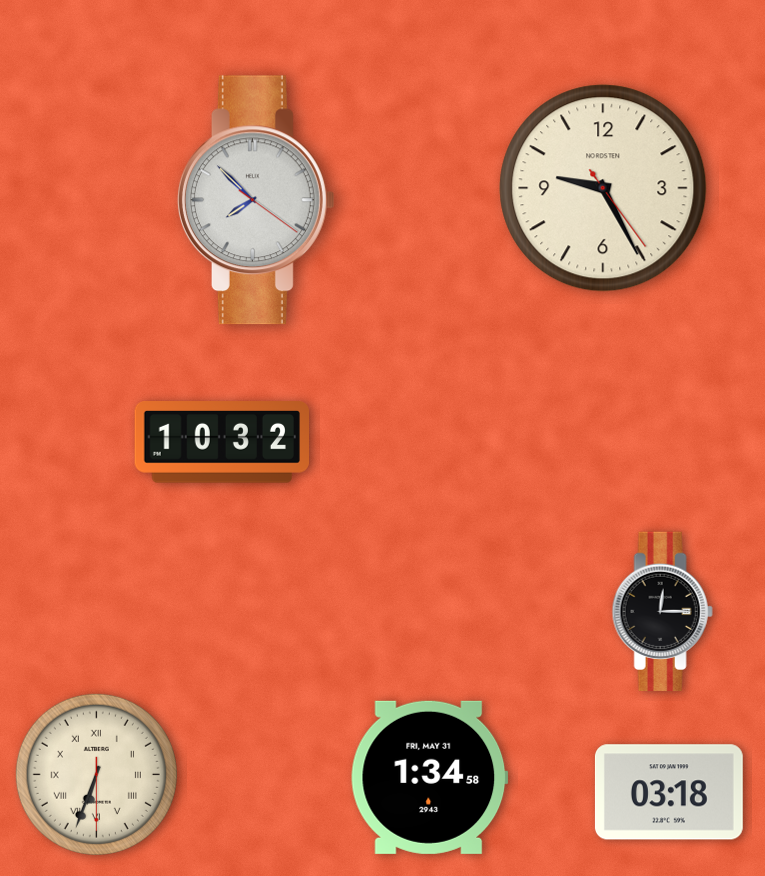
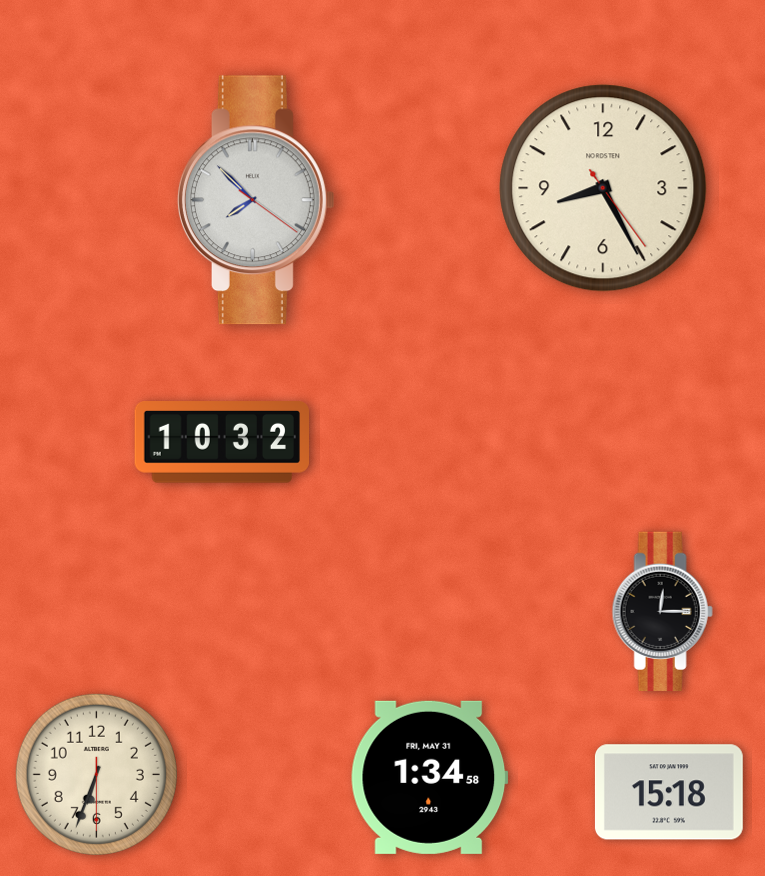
clock at (603, 188): 9:25 -> 8:25
clock at (96, 774) numerals: Roman -> Arabic
clock at (669, 792): 03:18 -> 15:18
